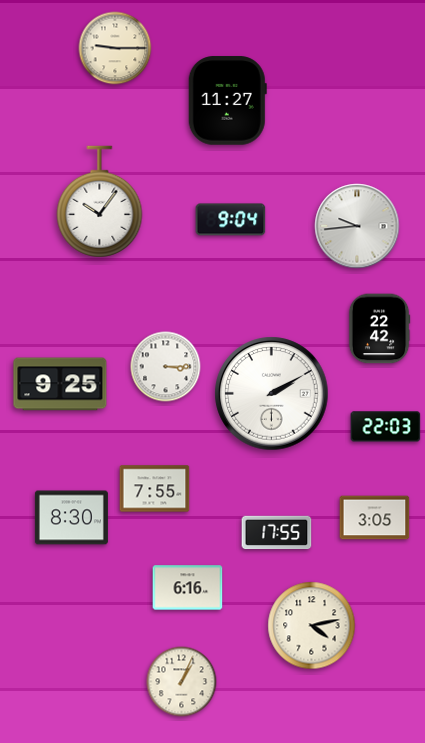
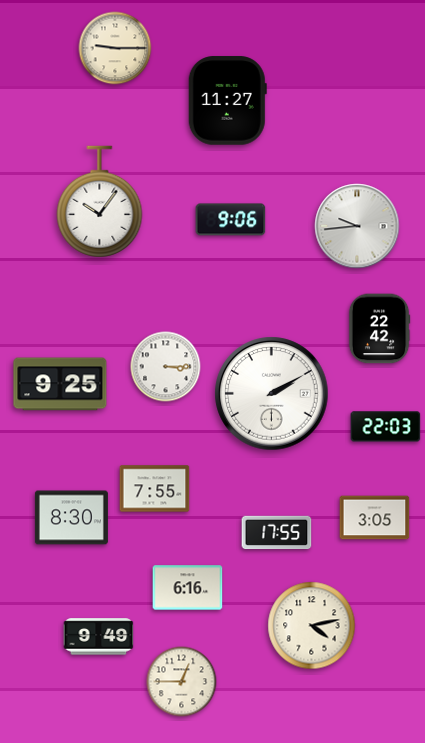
clock at (231, 220): 9:04 -> 9:06
clock at (99, 637): none -> 9:49
clock at (182, 682): 1:04 -> 12:45
